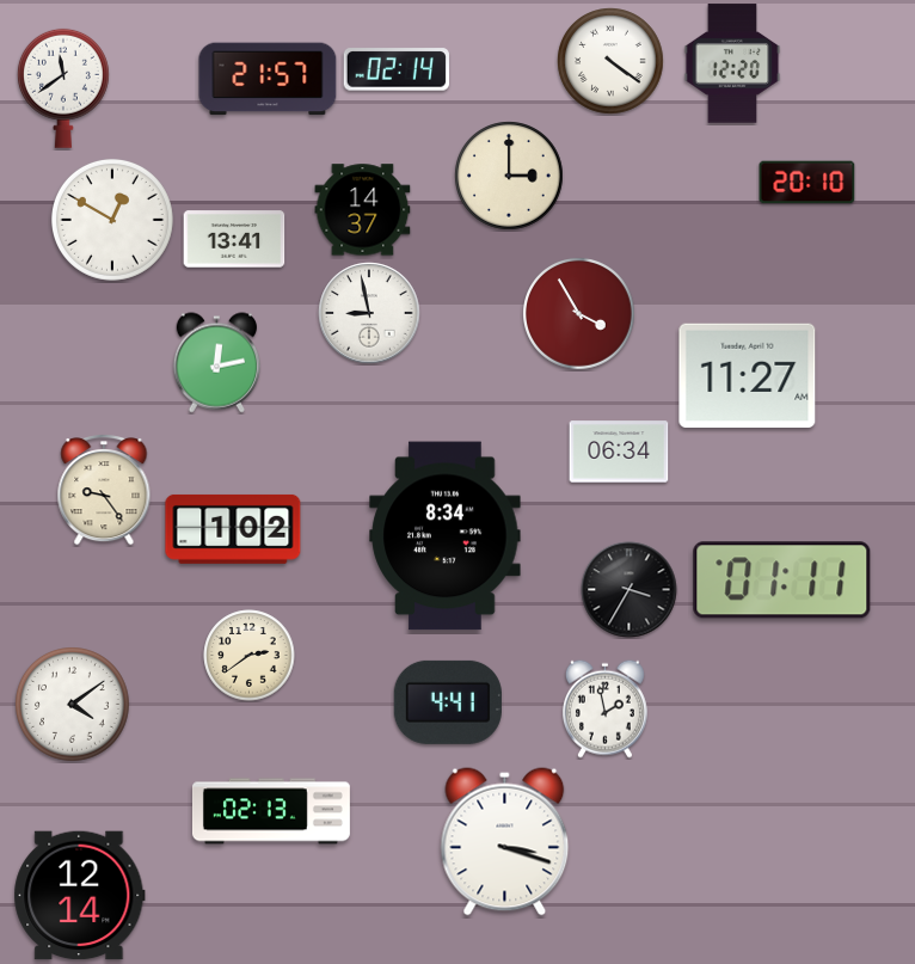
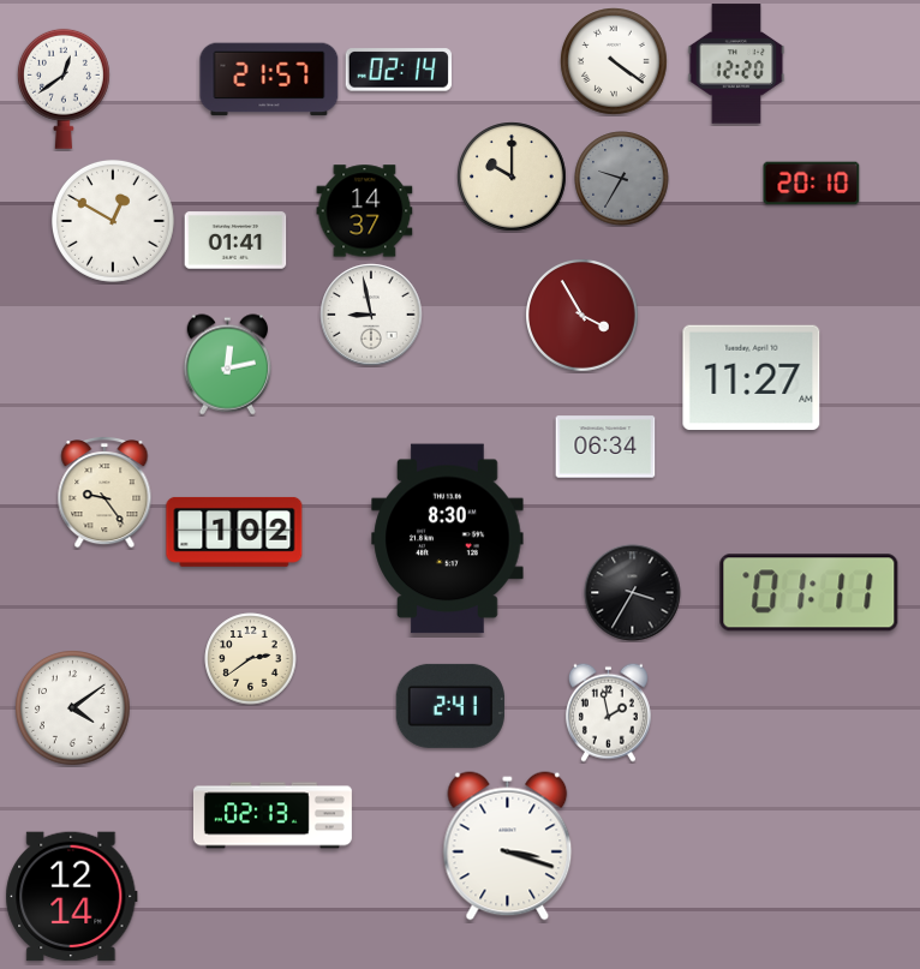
clock at (63, 88): 11:39 -> 12:39
clock at (509, 176): 3:00 -> 10:00
clock at (622, 179): none -> 9:35
clock at (234, 239): 13:41 -> 01:41
clock at (216, 363) position: (216, 363) -> (227, 365)
clock at (619, 452) position: (619, 452) -> (605, 447)
clock at (446, 536): 8:34 -> 8:30
clock at (782, 581) position: (782, 581) -> (810, 593)
clock at (448, 702): 4:41 -> 2:41
clock at (80, 896) position: (80, 896) -> (72, 897)
